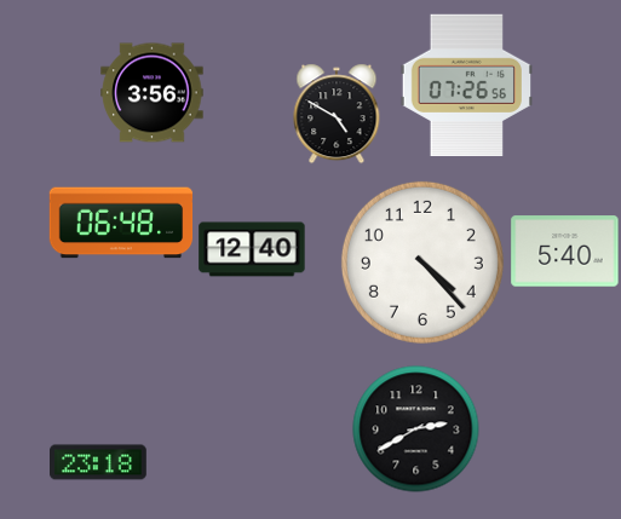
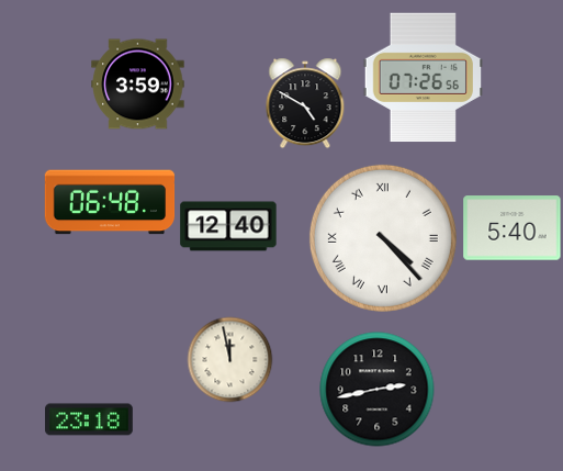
clock at (153, 93): 3:56 -> 3:59
clock at (422, 263) numerals: Arabic -> Roman
clock at (229, 359): none -> 11:58
clock at (416, 429): 2:40 -> 2:43
